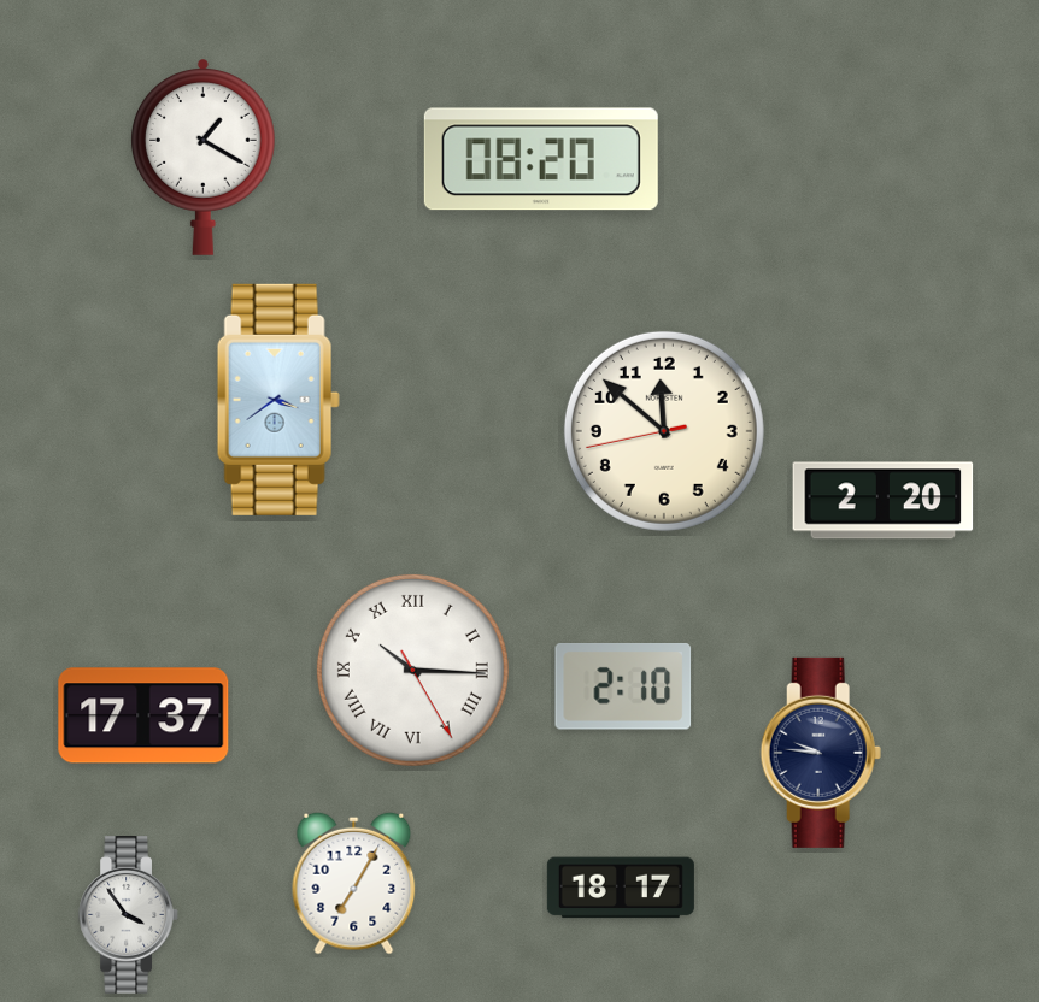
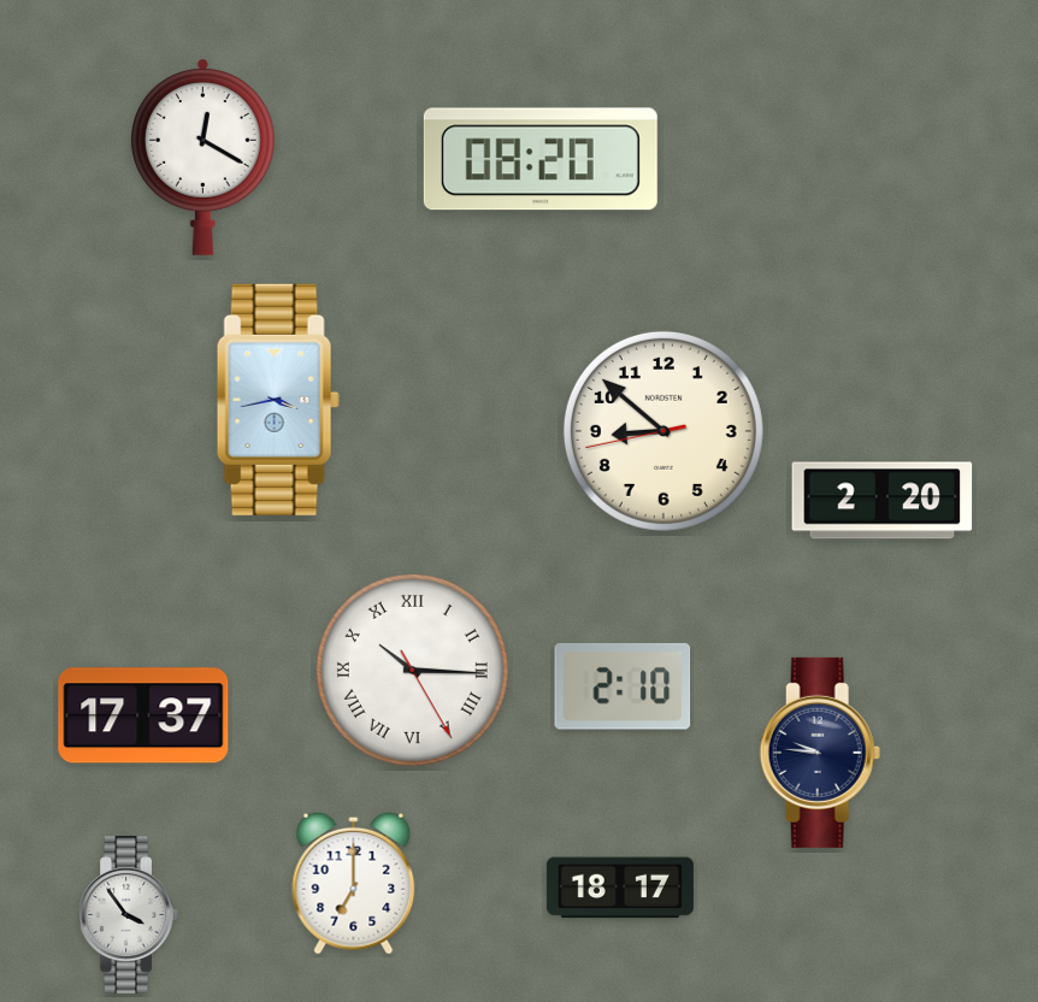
clock at (202, 157): 1:20 -> 12:20
clock at (278, 400): 3:39 -> 3:43
clock at (664, 431): 11:51 -> 8:51
clock at (354, 883): 7:05 -> 7:00
